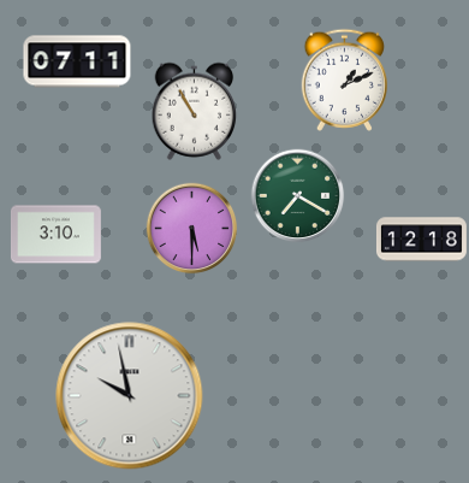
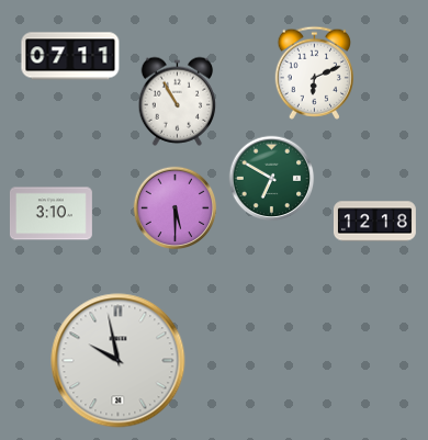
clock at (344, 79): 1:11 -> 6:11
clock at (298, 196): 7:20 -> 6:50
clock at (421, 240) position: (421, 240) -> (374, 222)
